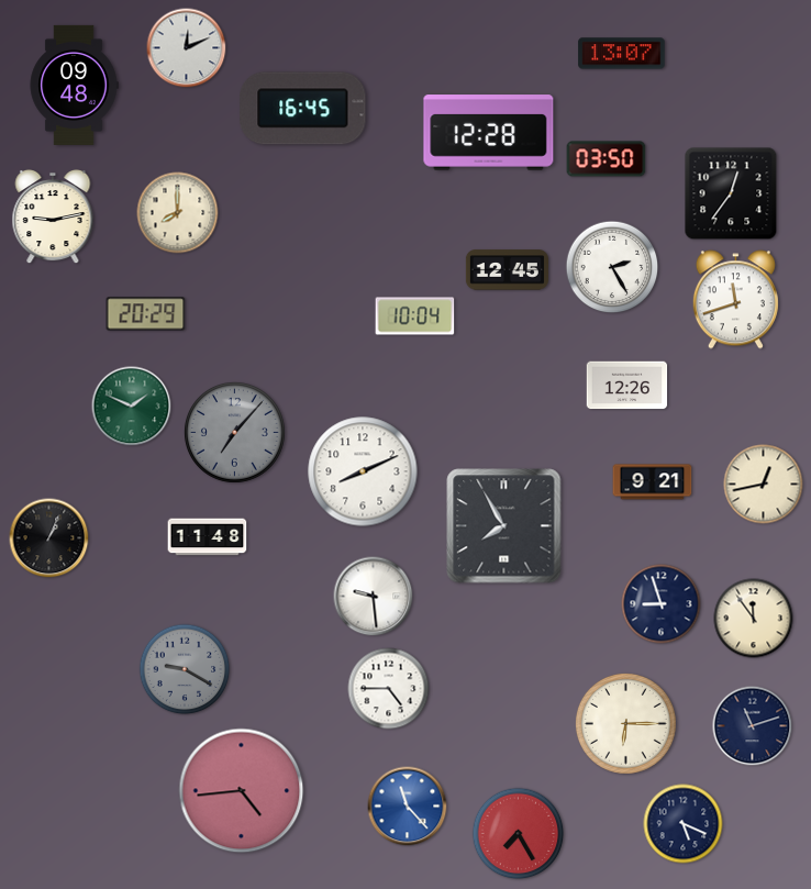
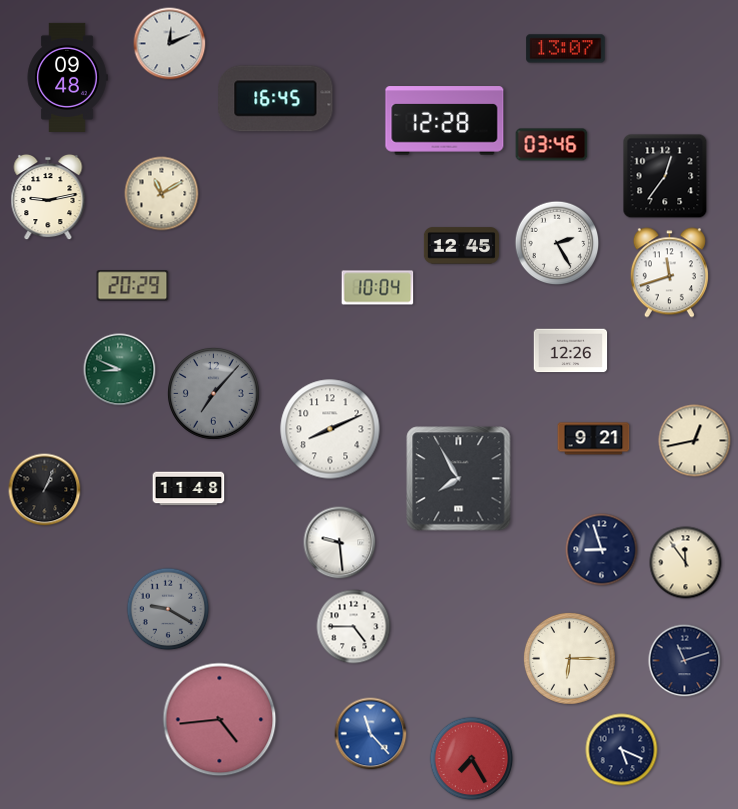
clock at (607, 159): 03:50 -> 03:46
clock at (178, 213): 8:00 -> 11:10
clock at (132, 407): 1:49 -> 8:49
